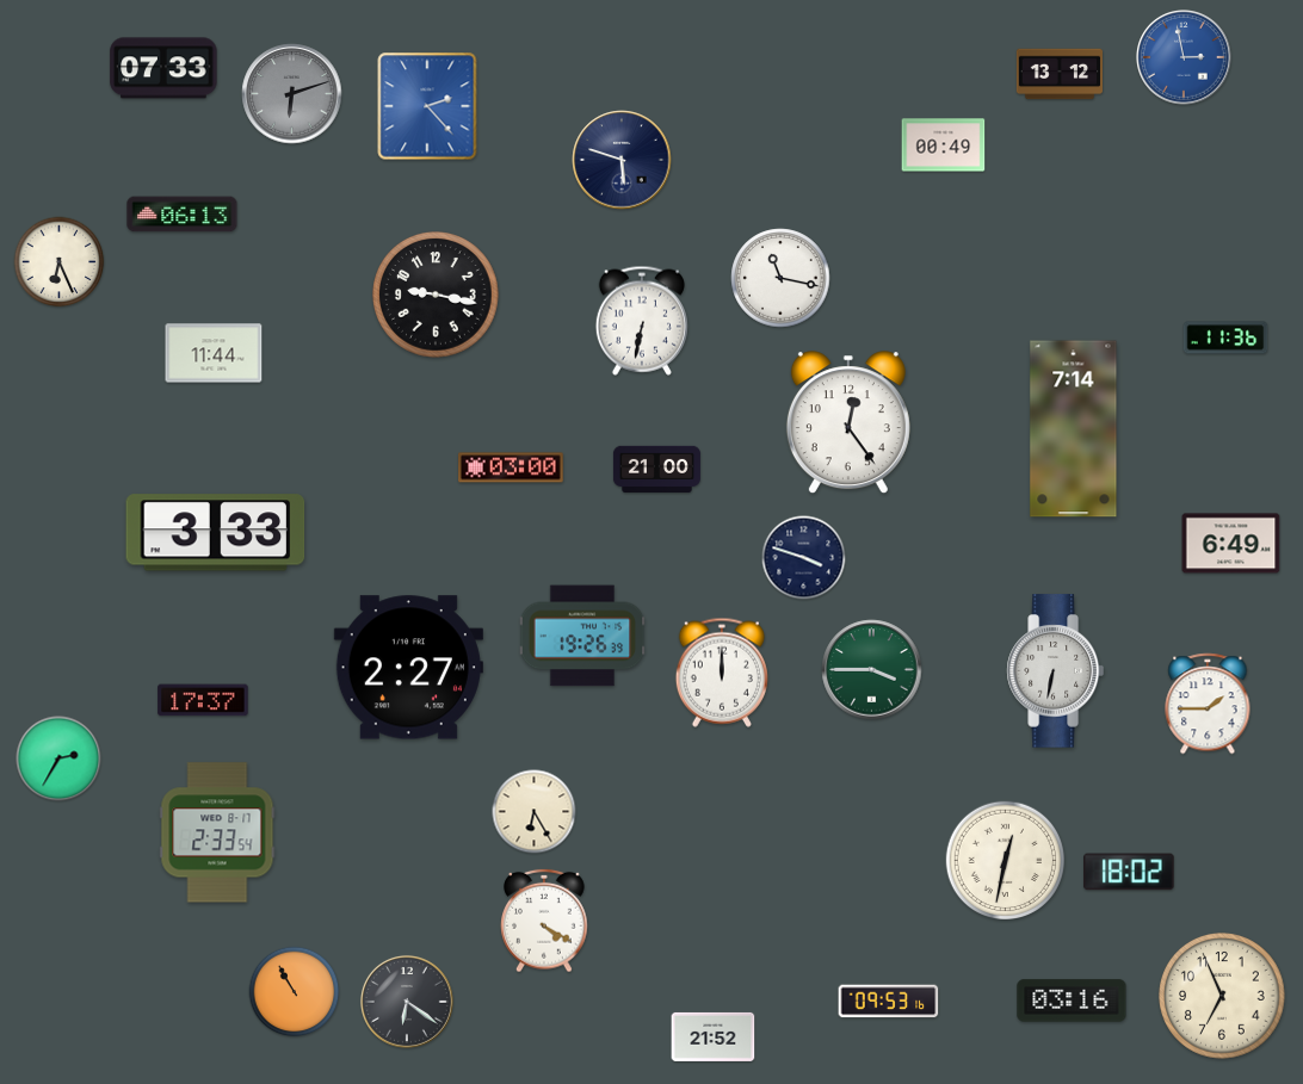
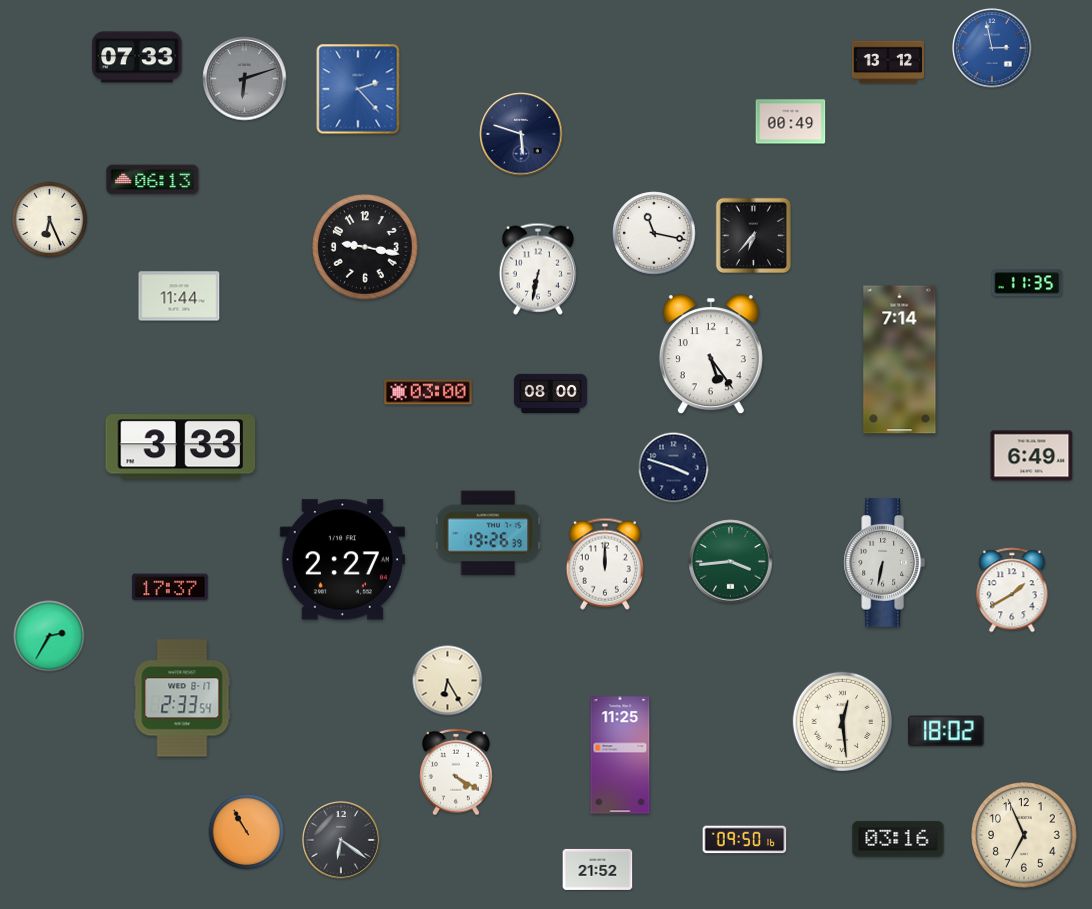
clock at (753, 235): none -> 6:37
clock at (1225, 337): 11:36 -> 11:35
clock at (848, 423): 12:24 -> 5:24
clock at (656, 470): 21:00 -> 08:00
clock at (872, 670): 3:45 -> 3:44
clock at (1208, 704): 1:45 -> 1:40
clock at (1006, 861): 12:32 -> 12:29
clock at (620, 755): none -> 11:25
clock at (889, 1002): 09:53 -> 09:50
